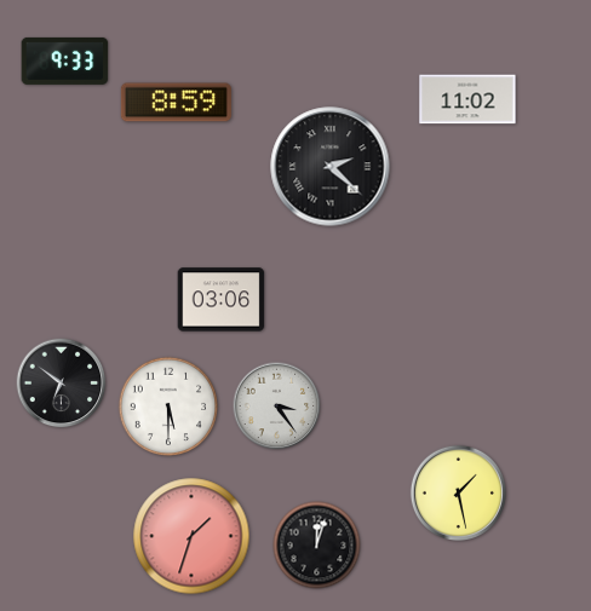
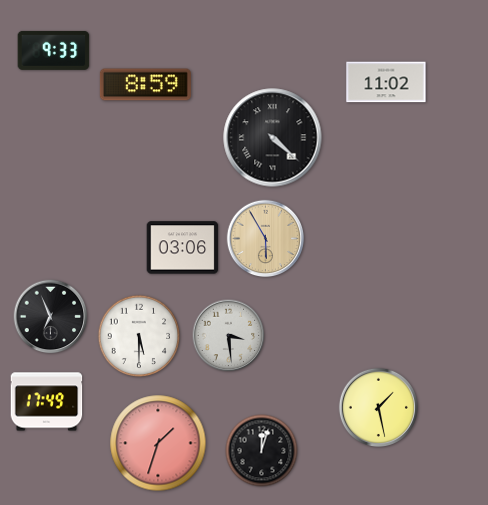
clock at (331, 167): 2:22 -> 4:22
clock at (266, 239): none -> 5:55
clock at (62, 384): 6:51 -> 6:56
clock at (277, 407): 3:24 -> 3:29
clock at (47, 402): none -> 17:49
